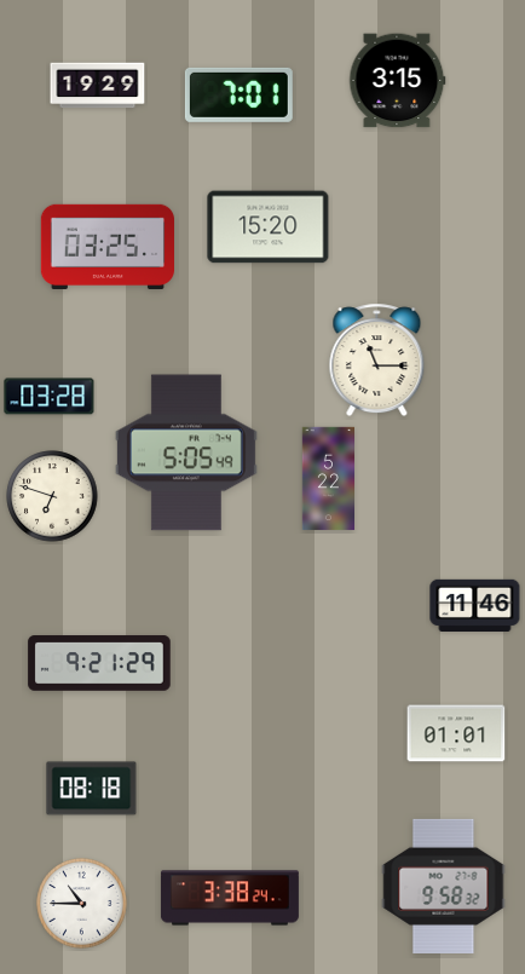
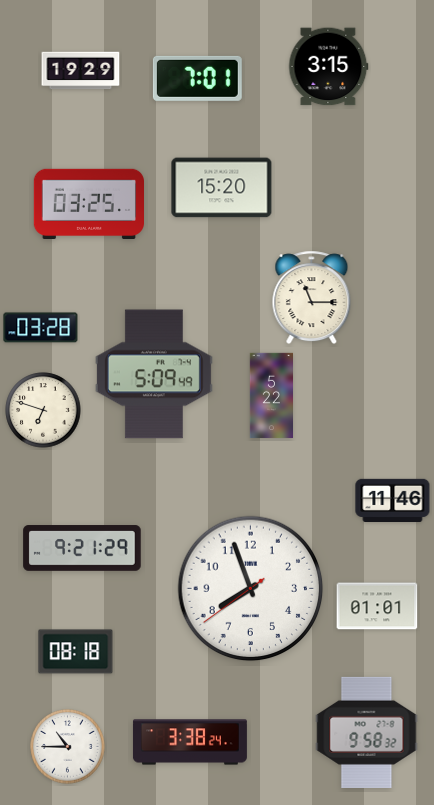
clock at (186, 453): 5:05 -> 5:09
clock at (251, 589): none -> 7:56
